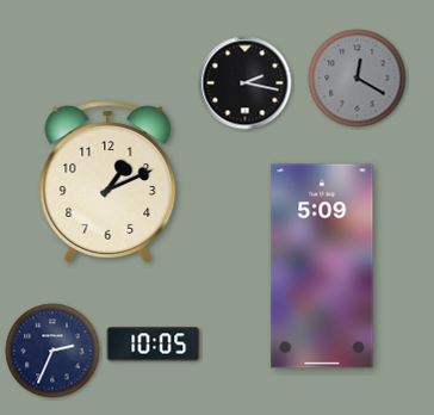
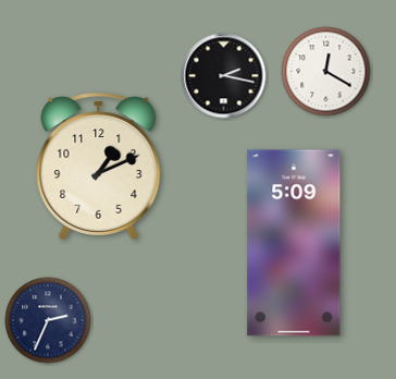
clock at (358, 79) dial: grey -> white
clock at (154, 345): 10:05 -> none
